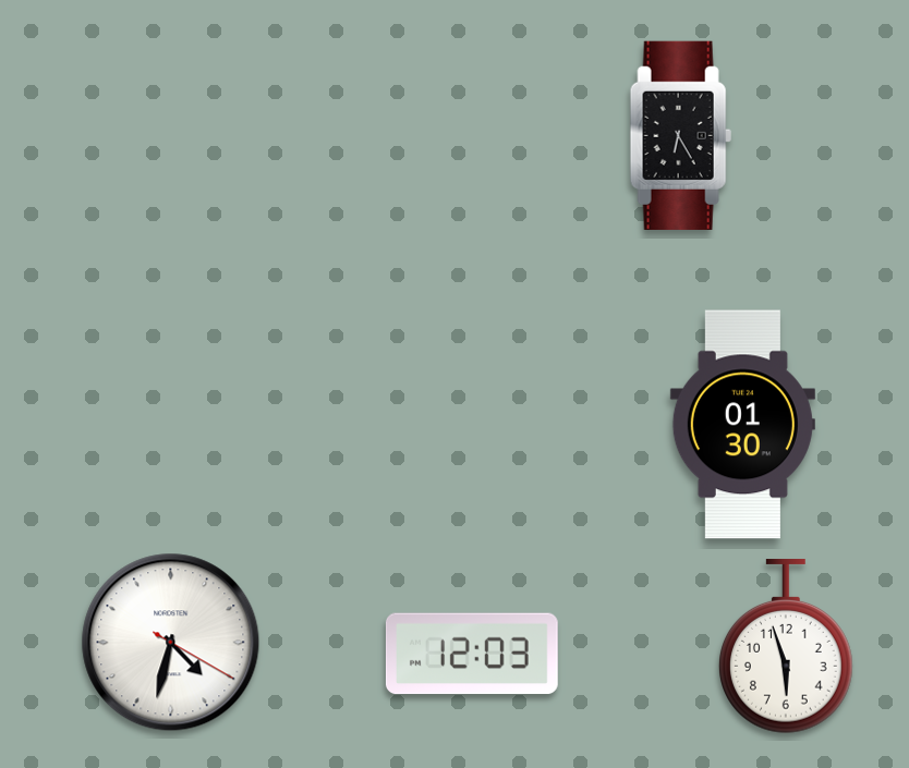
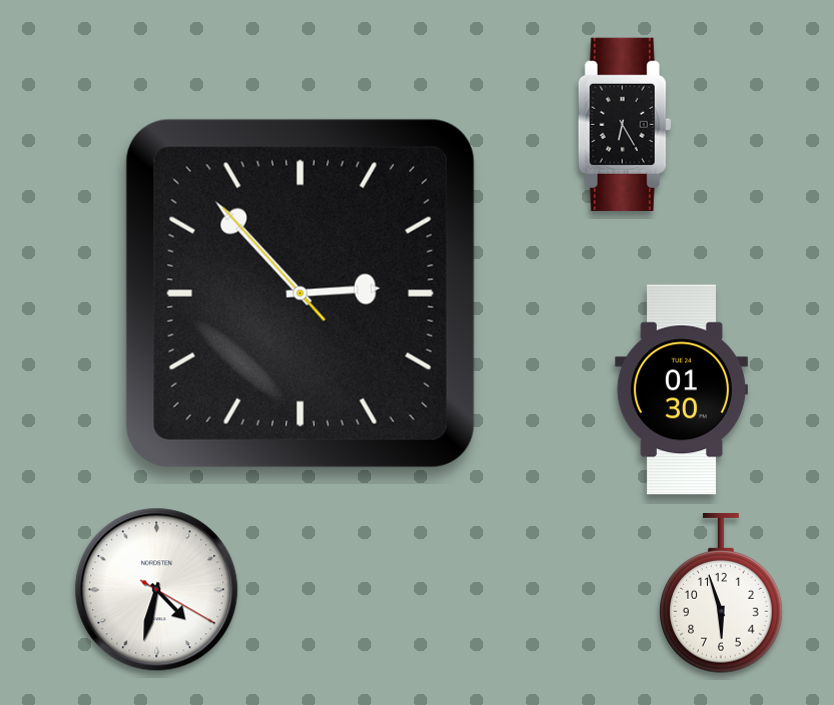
clock at (300, 293): none -> 2:52
clock at (472, 654): 12:03 -> none
